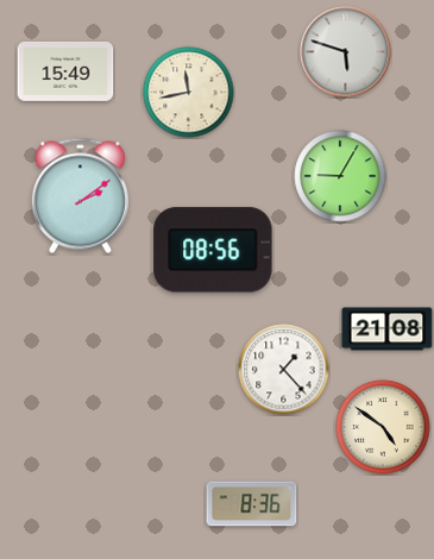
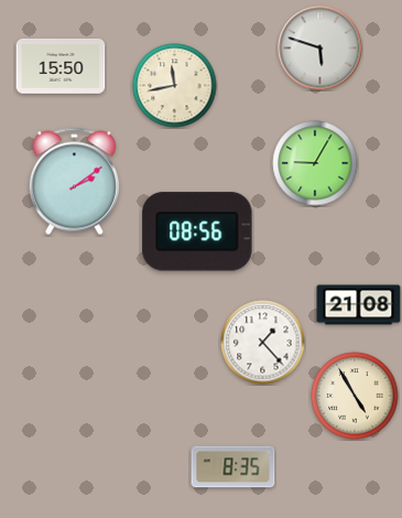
clock at (65, 71): 15:49 -> 15:50
clock at (383, 427): 4:51 -> 4:55
clock at (252, 504): 8:36 -> 8:35
